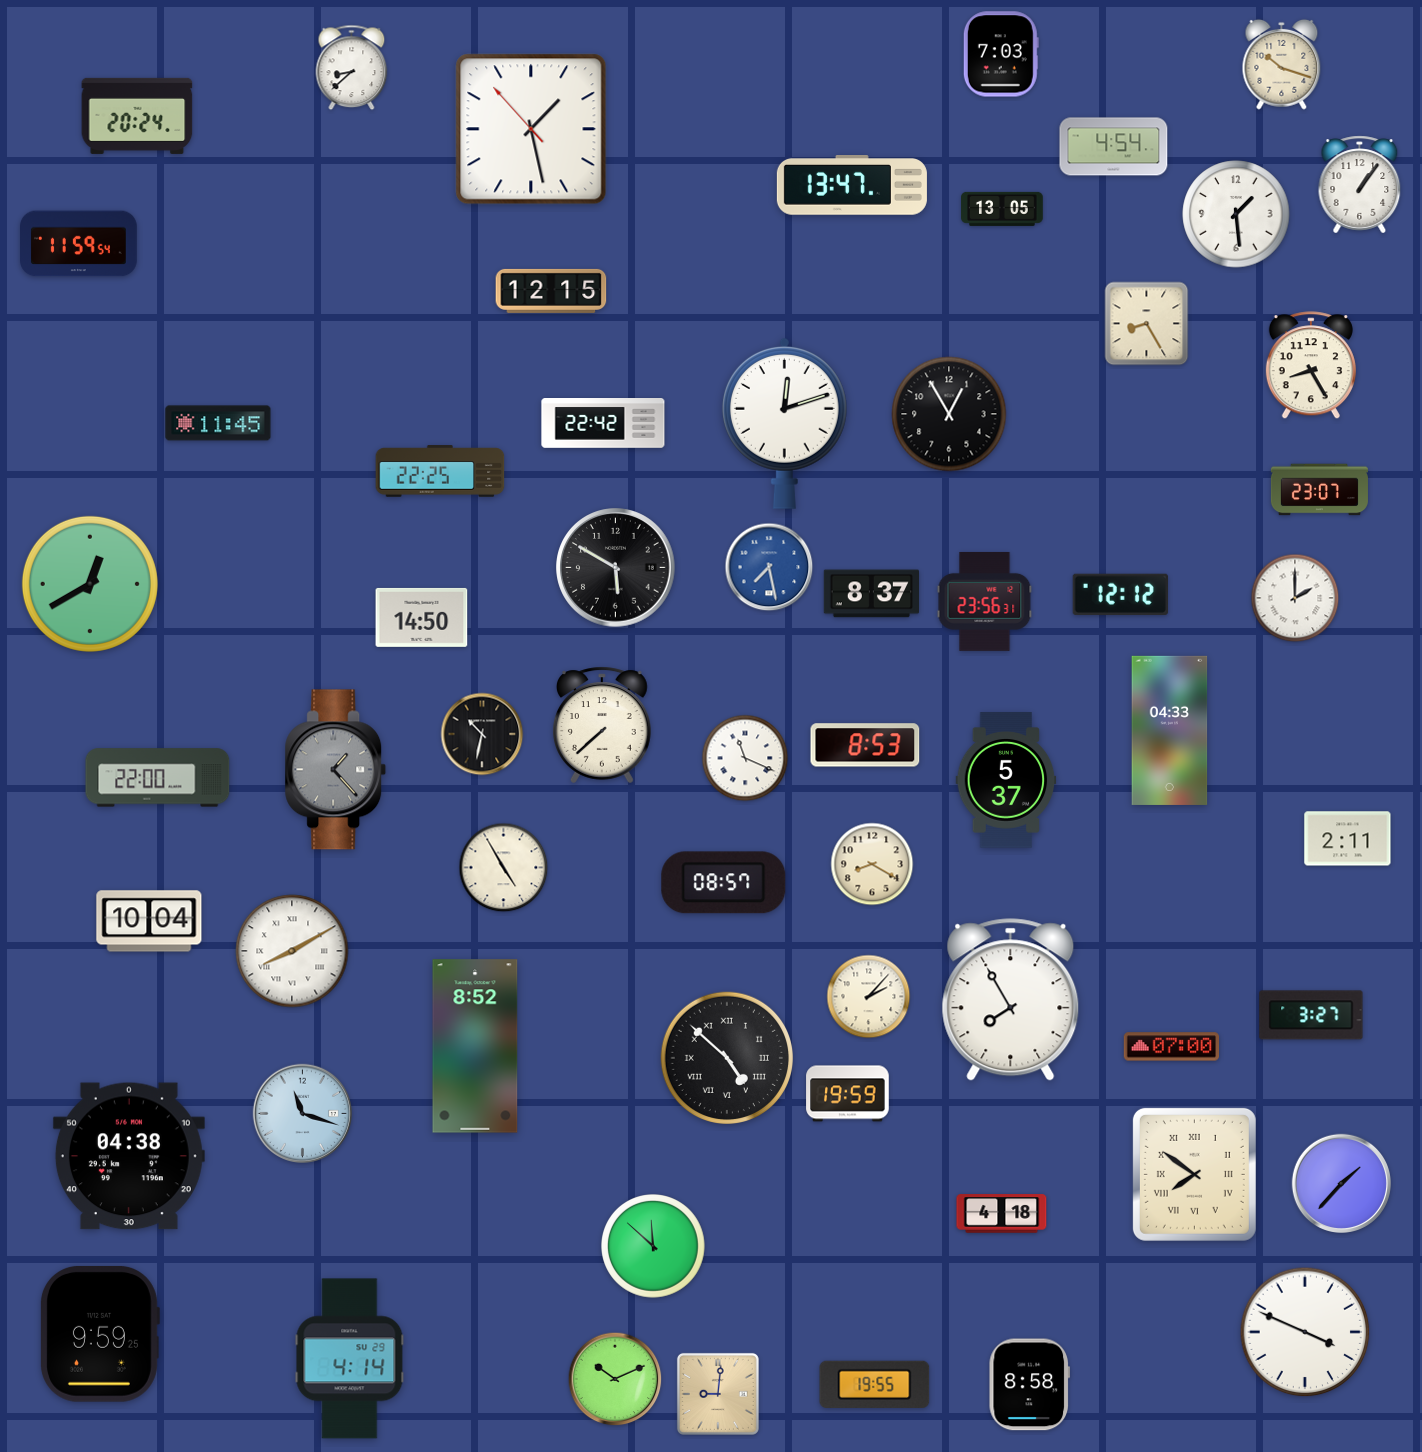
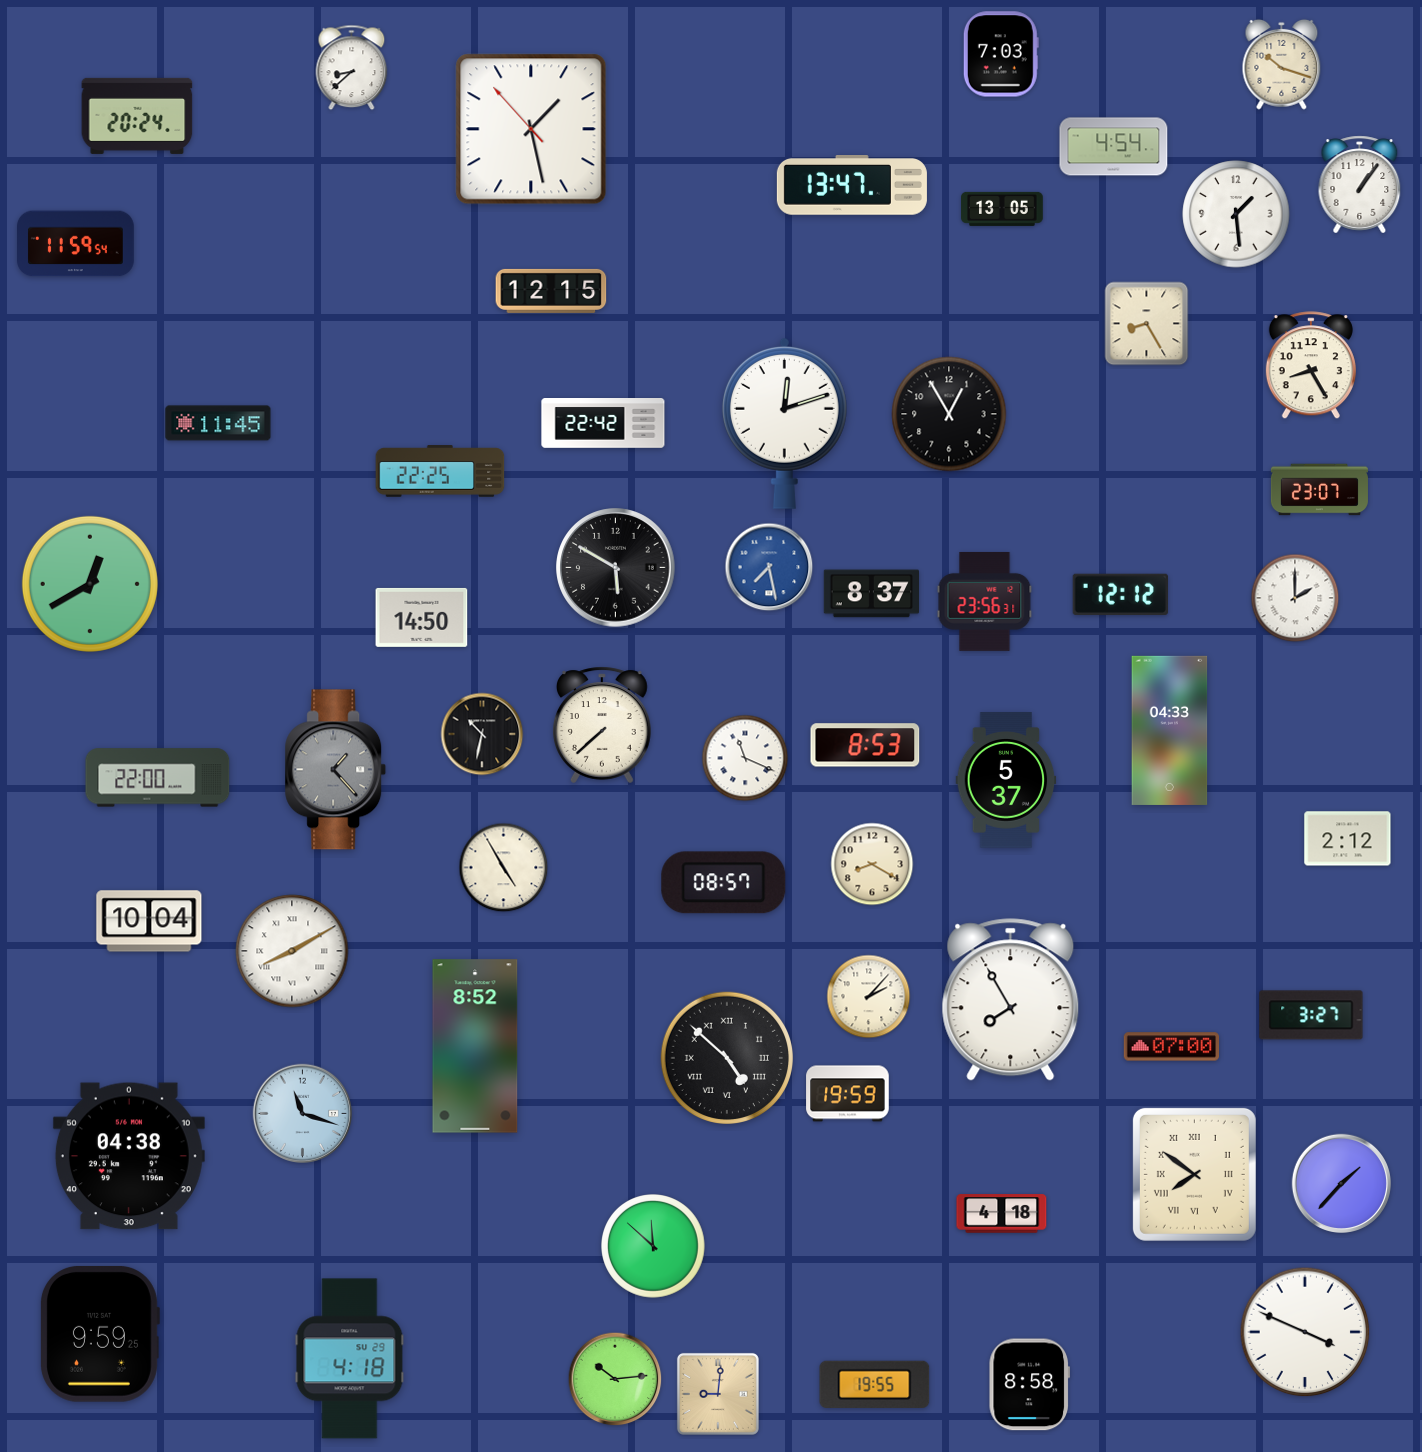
clock at (79, 244) position: (79, 244) -> (76, 244)
clock at (1348, 839): 2:11 -> 2:12
clock at (350, 1359): 4:14 -> 4:18
clock at (615, 1379): 10:11 -> 10:14
